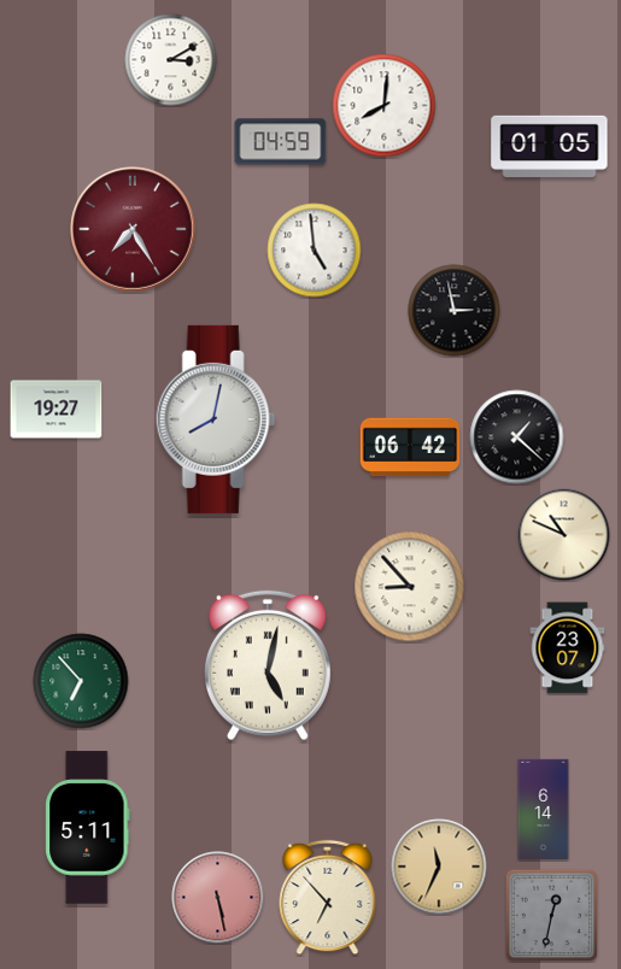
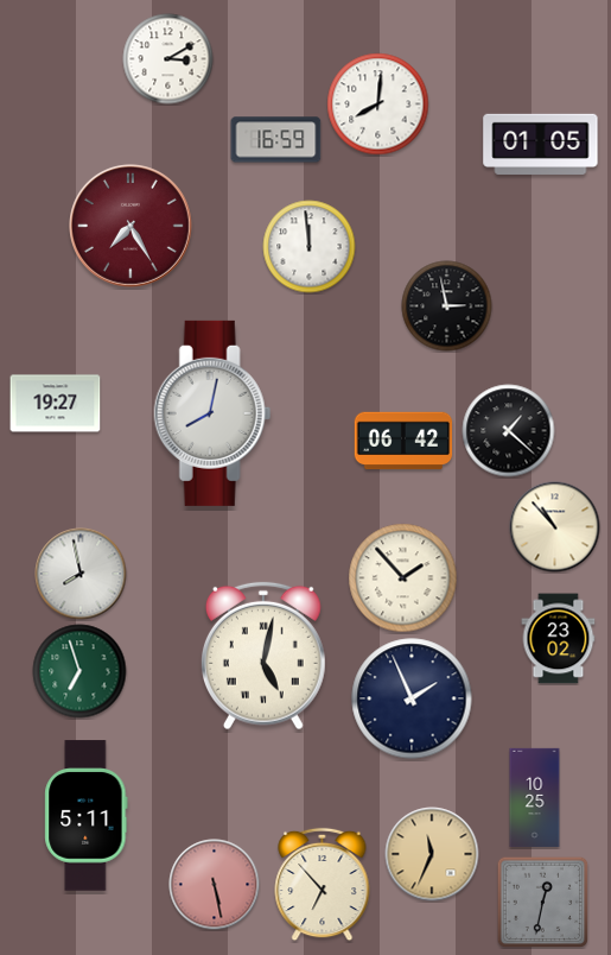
clock at (281, 142): 04:59 -> 16:59
clock at (315, 251): 4:59 -> 11:59
clock at (564, 535): 10:49 -> 10:53
clock at (81, 574): none -> 7:58
clock at (410, 587): 8:53 -> 1:53
clock at (568, 648): 23:07 -> 23:02
clock at (81, 681): 6:53 -> 6:57
clock at (412, 698): none -> 1:56
clock at (544, 810): 6:14 -> 10:25
